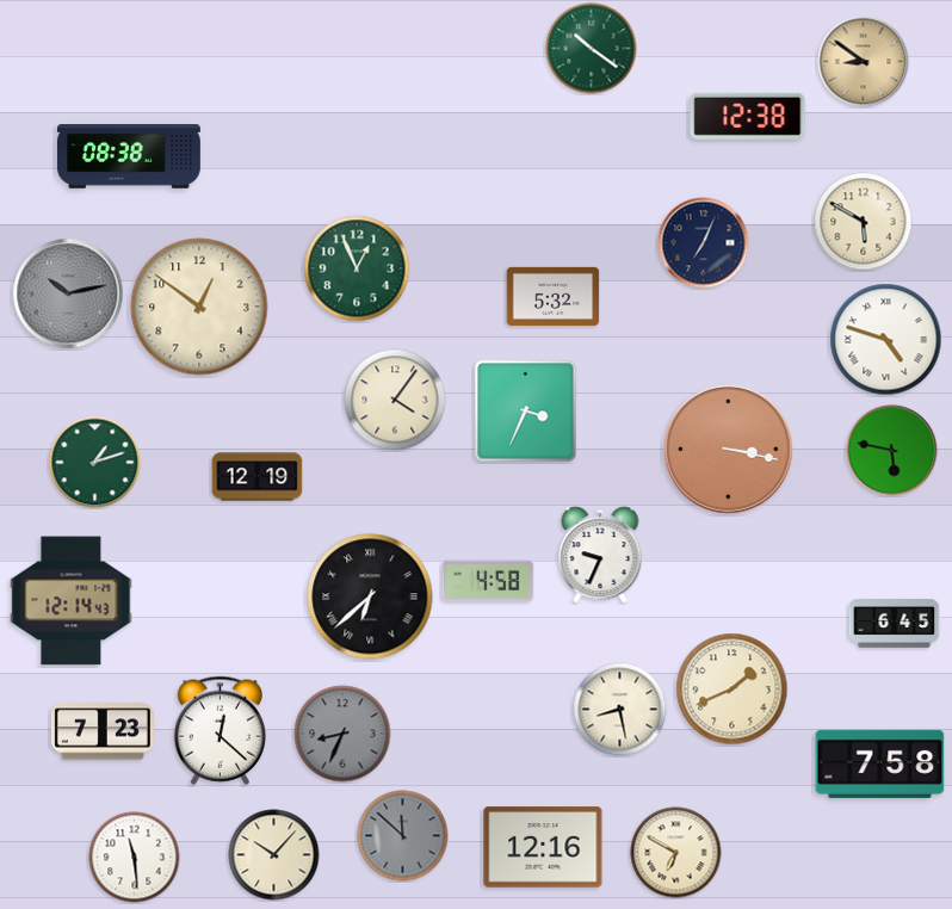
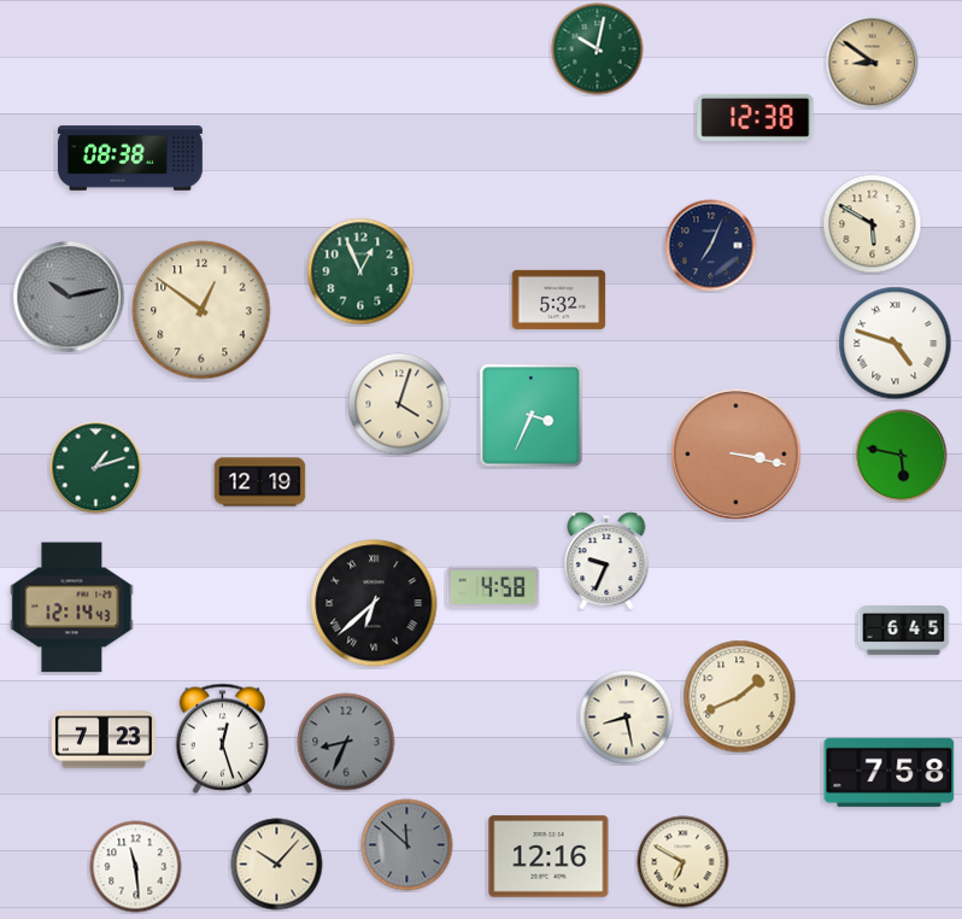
clock at (592, 49): 10:21 -> 10:02
clock at (395, 400): 4:06 -> 4:03
clock at (221, 730): 12:22 -> 12:27
